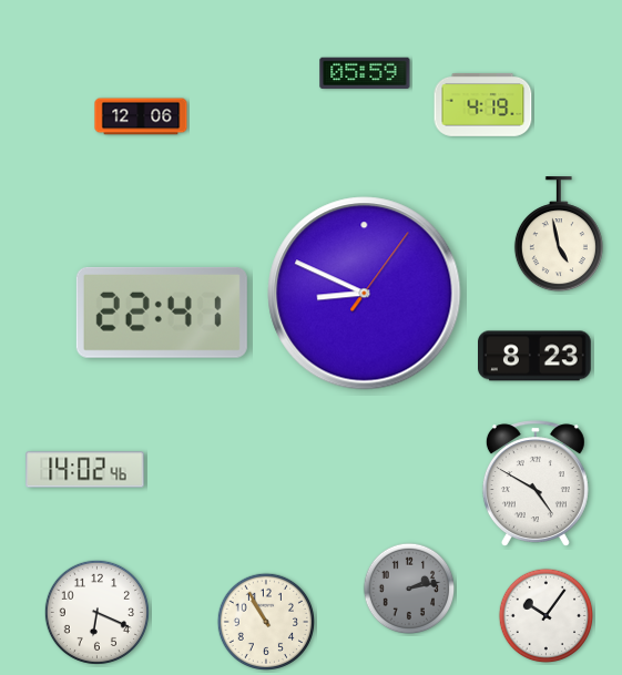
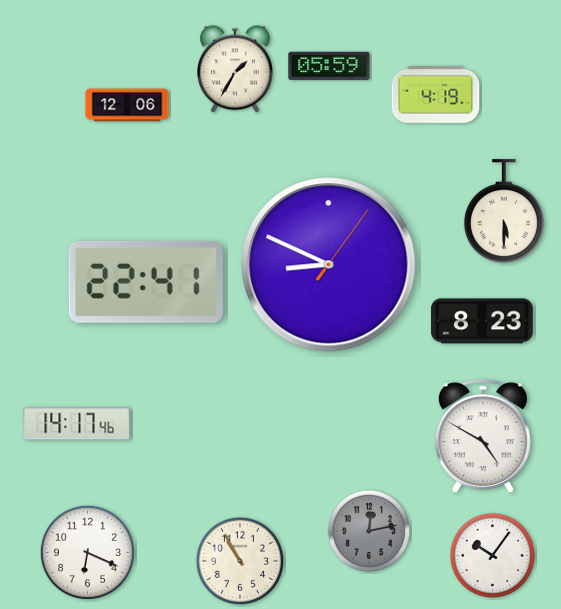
clock at (236, 69): none -> 1:35
clock at (559, 235): 4:58 -> 5:30
clock at (85, 470): 14:02 -> 14:17
clock at (409, 589): 2:13 -> 12:13
